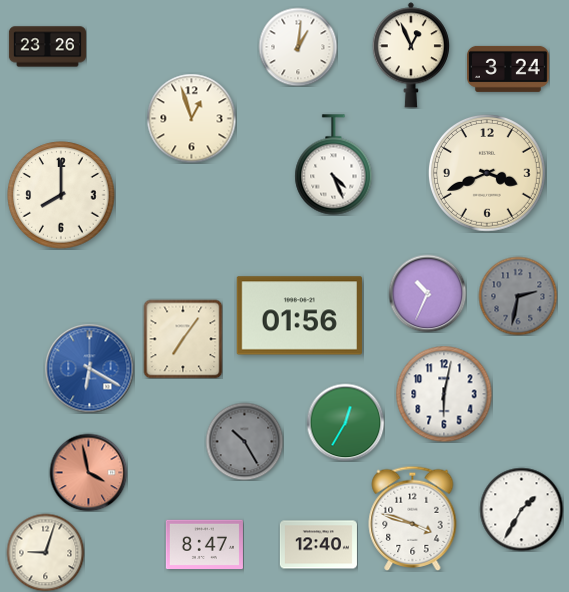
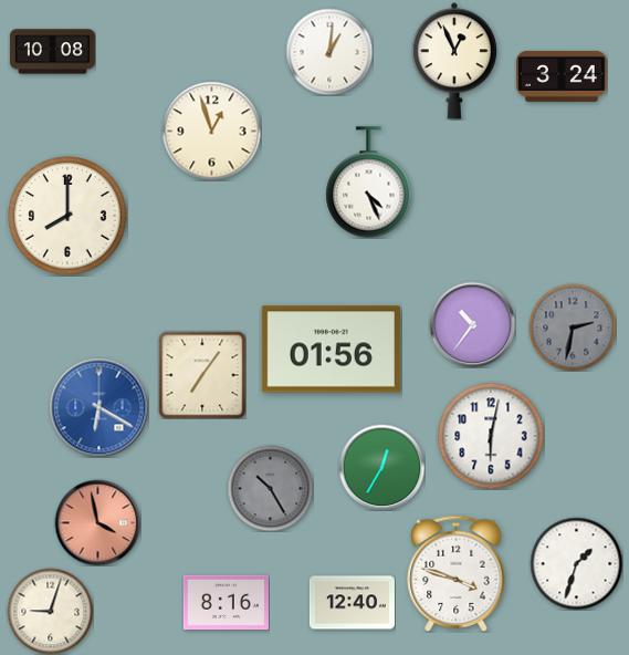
clock at (47, 47): 23:26 -> 10:08
clock at (487, 173): 3:41 -> none
clock at (427, 293): 10:34 -> 10:36
clock at (521, 509): 1:35 -> 1:33
clock at (204, 544): 8:47 -> 8:16
